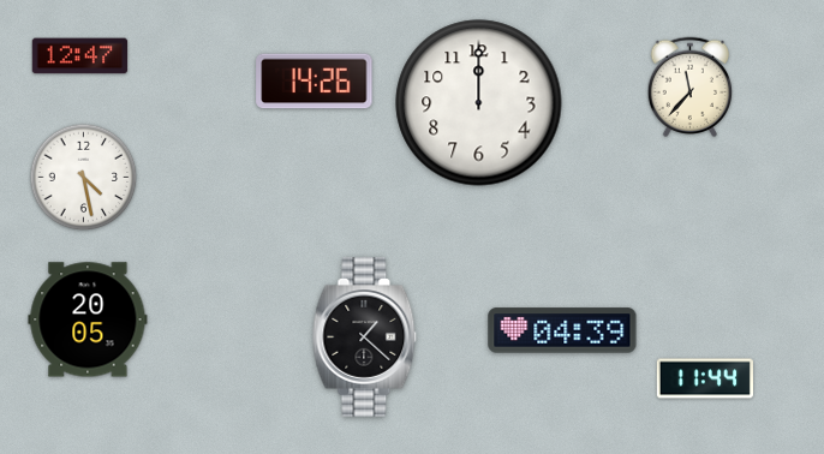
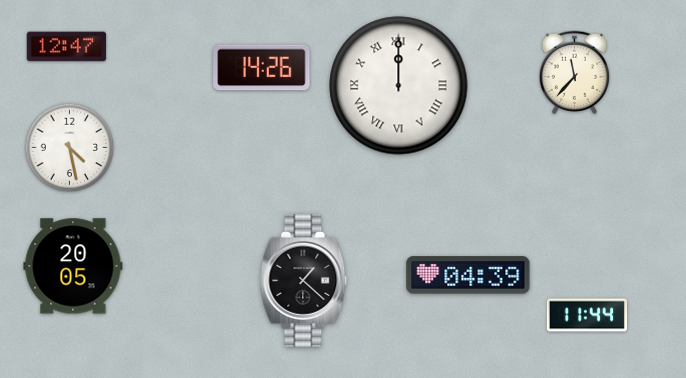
clock at (479, 103) numerals: Arabic -> Roman
